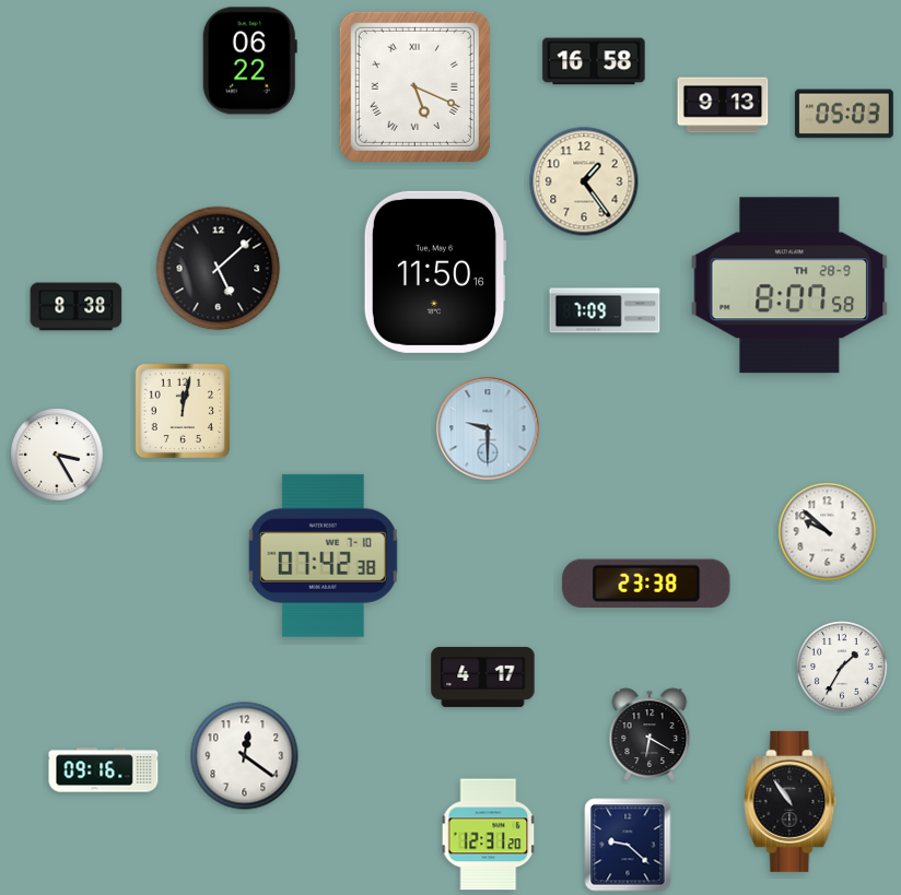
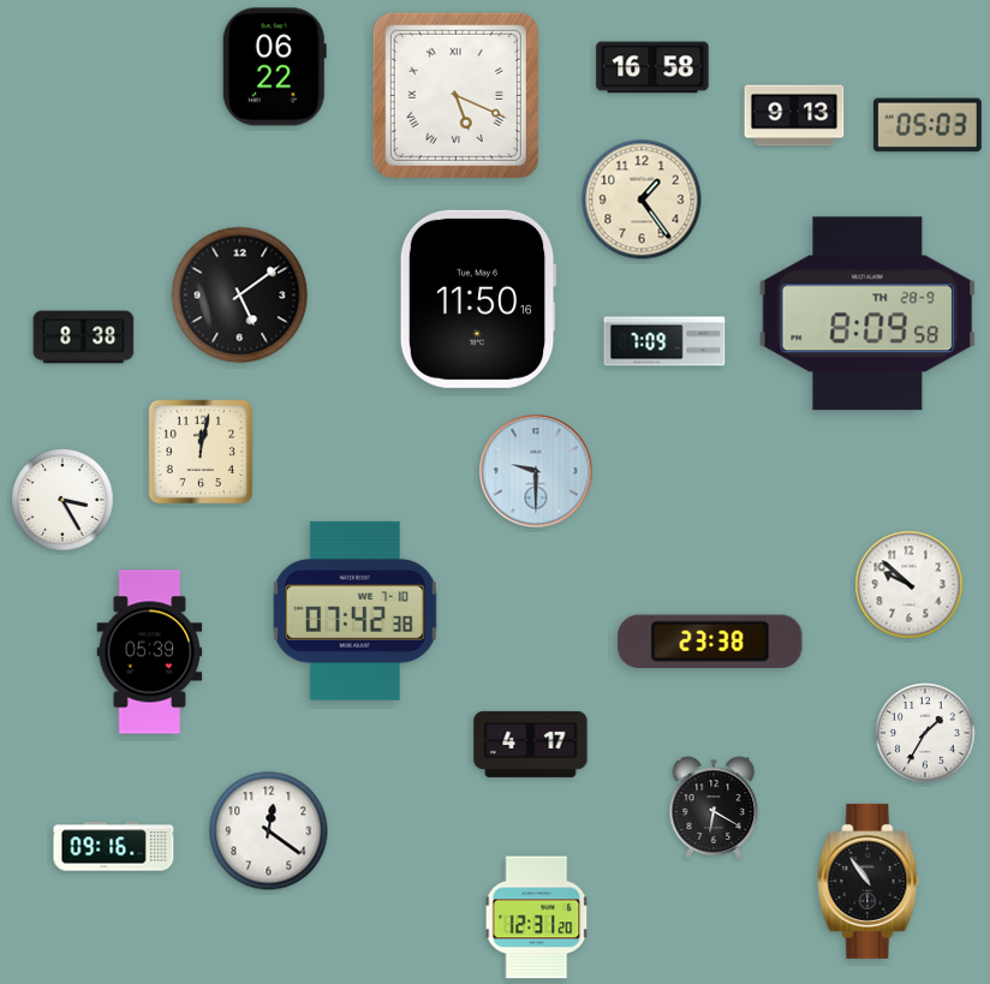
clock at (219, 269): 5:08 -> 5:09
clock at (789, 285): 8:07 -> 8:09
clock at (150, 652): none -> 05:39
clock at (628, 845): 9:22 -> none
